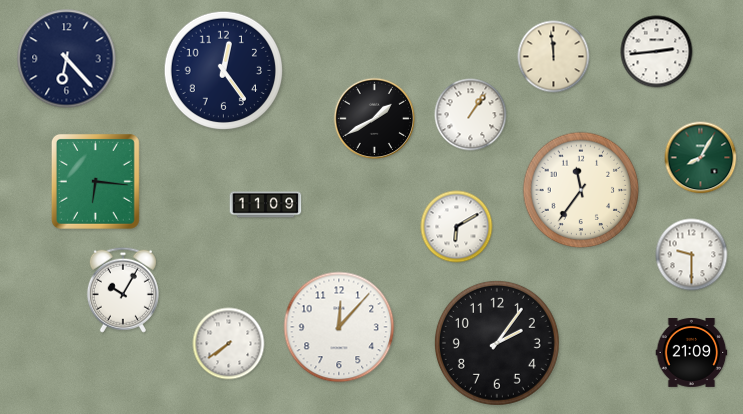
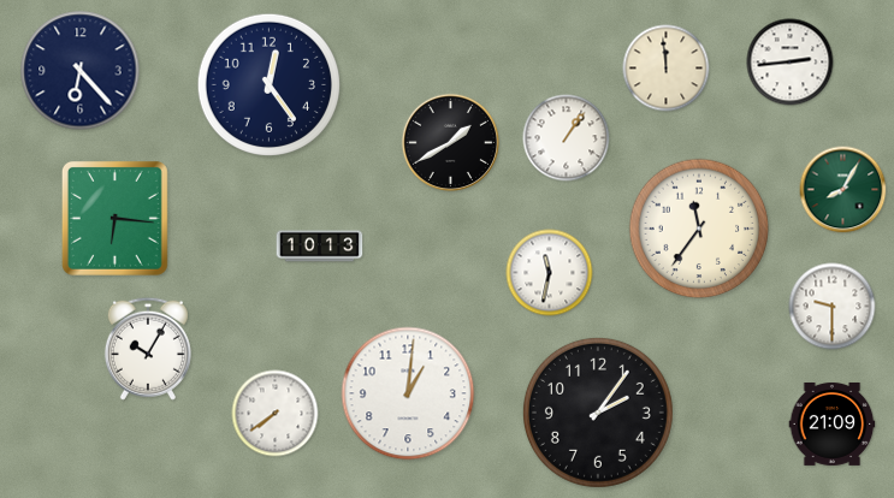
clock at (266, 205): 11:09 -> 10:13
clock at (457, 227): 6:10 -> 11:32
clock at (339, 327): 12:07 -> 1:01
